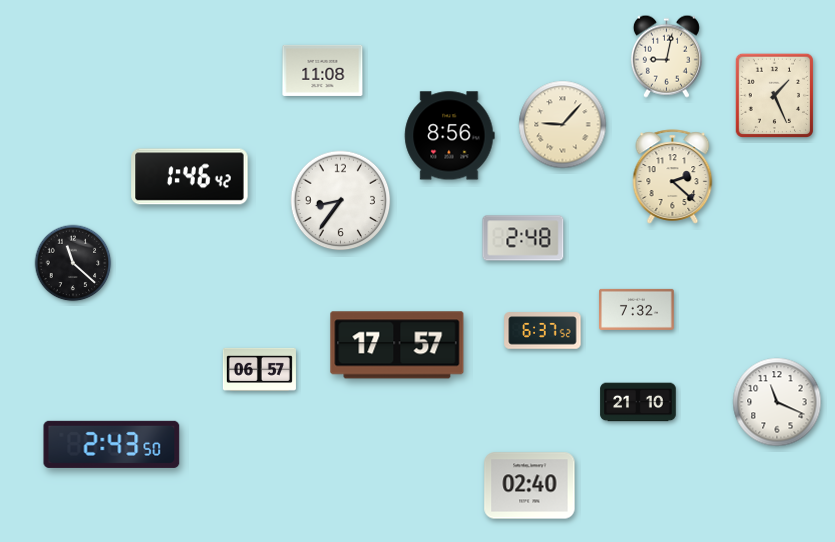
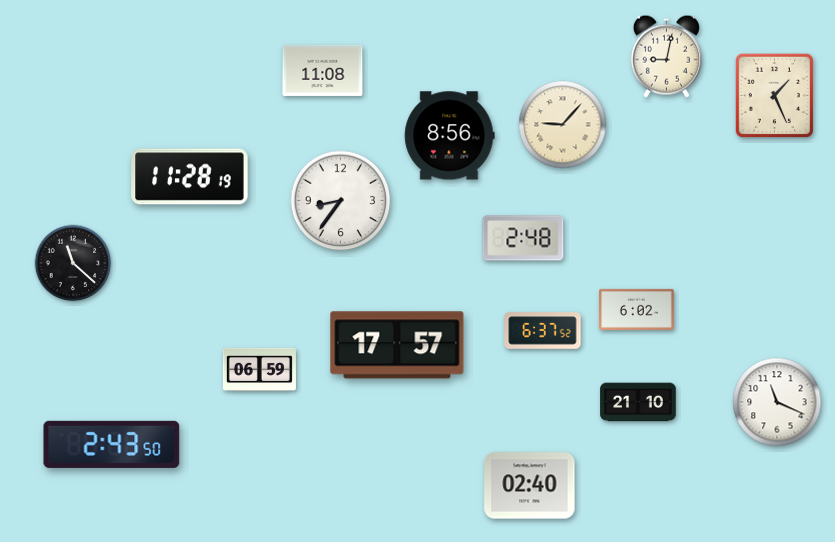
clock at (190, 177): 1:46 -> 11:28
clock at (673, 177): 2:22 -> none
clock at (637, 309): 7:32 -> 6:02
clock at (259, 369): 06:57 -> 06:59
